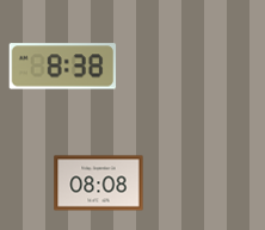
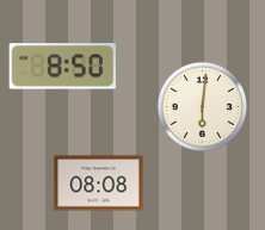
clock at (63, 67): 8:38 -> 8:50
clock at (202, 106): none -> 6:01
